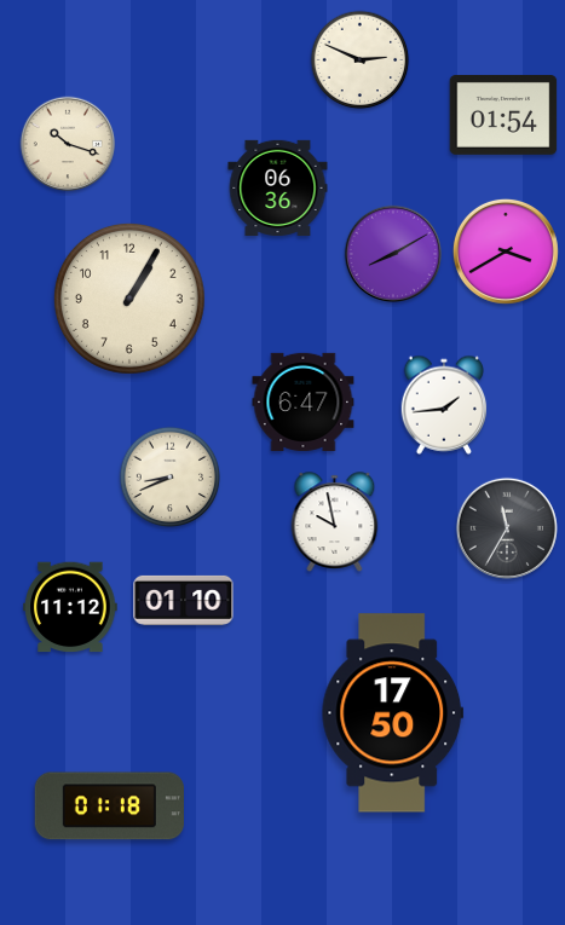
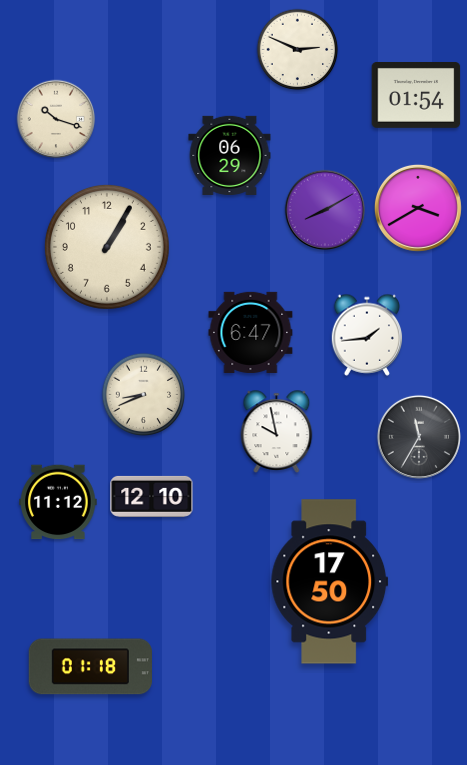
clock at (278, 187): 06:36 -> 06:29
clock at (171, 478) position: (171, 478) -> (144, 395)
clock at (184, 600): 01:10 -> 12:10
clock at (393, 713) position: (393, 713) -> (330, 582)
